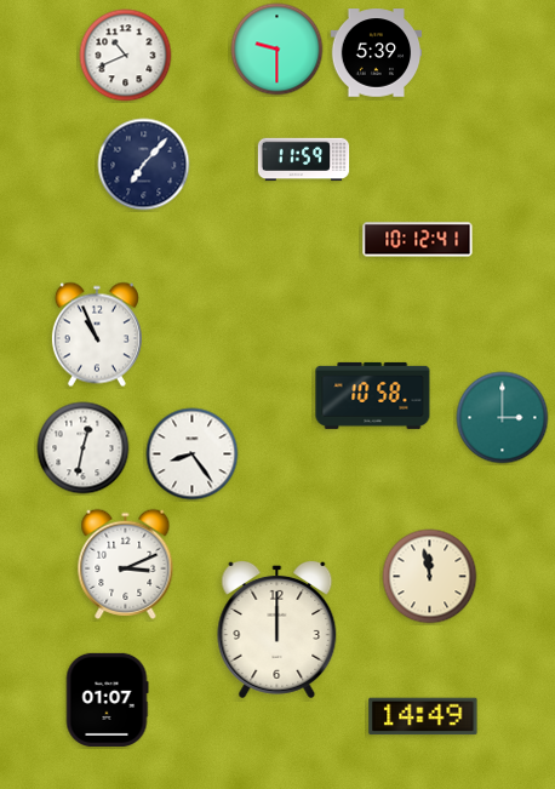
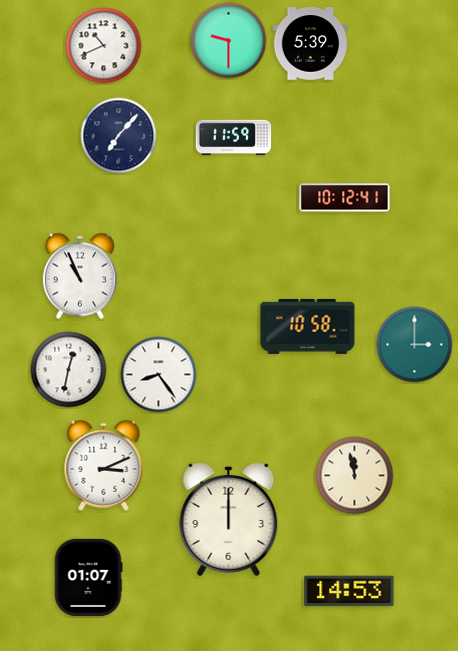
clock at (304, 160) position: (304, 160) -> (234, 138)
clock at (423, 716): 14:49 -> 14:53
